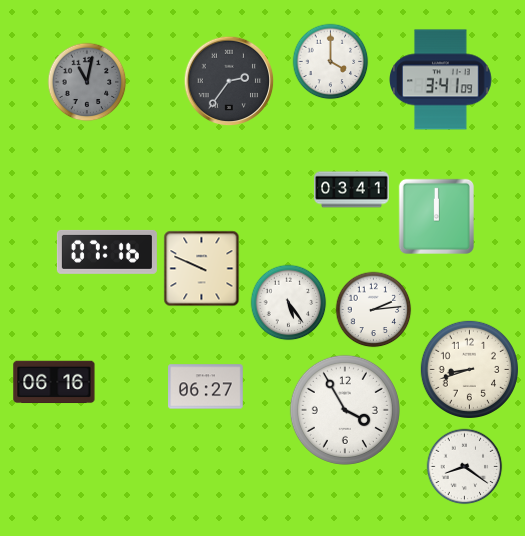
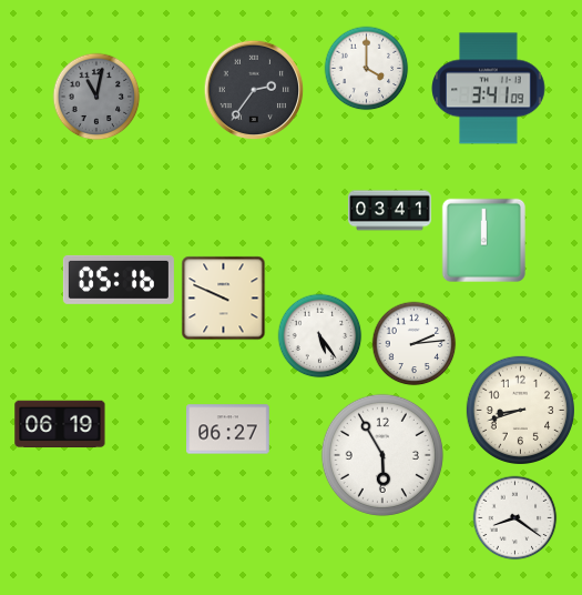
clock at (87, 82) position: (87, 82) -> (96, 97)
clock at (107, 252): 07:16 -> 05:16
clock at (54, 382): 06:16 -> 06:19
clock at (345, 410): 3:55 -> 5:55
